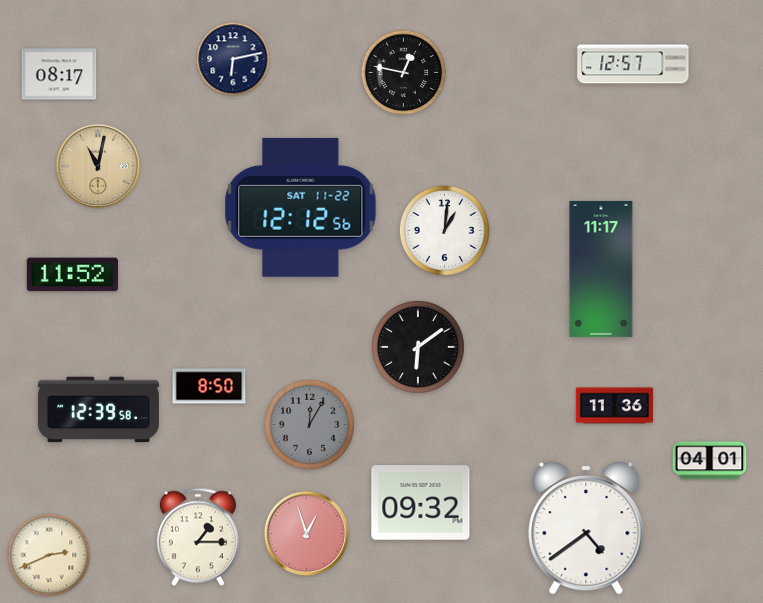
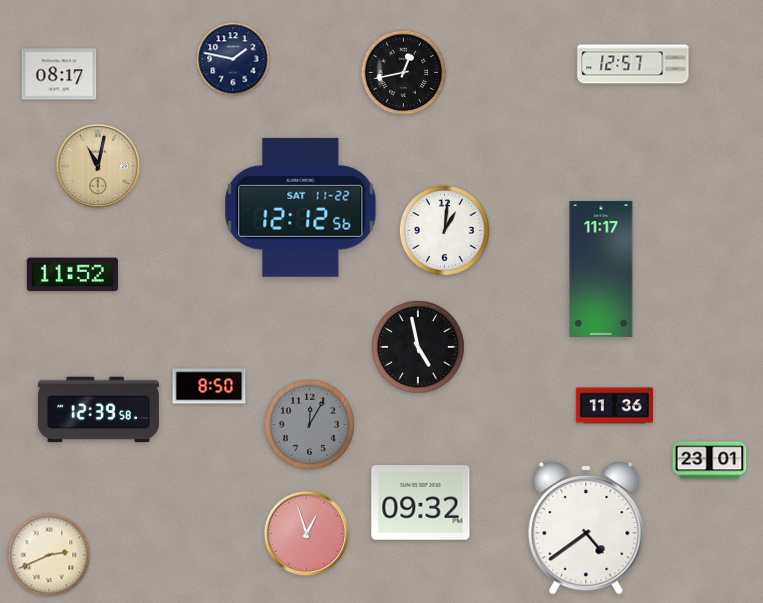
clock at (233, 59): 6:13 -> 1:47
clock at (404, 73): 12:47 -> 12:43
clock at (419, 348): 6:09 -> 4:58
clock at (710, 461): 04:01 -> 23:01
clock at (198, 537): 1:15 -> none
